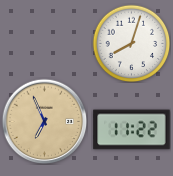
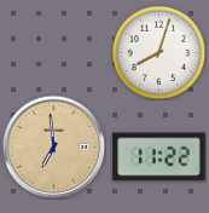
clock at (44, 121): 6:56 -> 6:59
